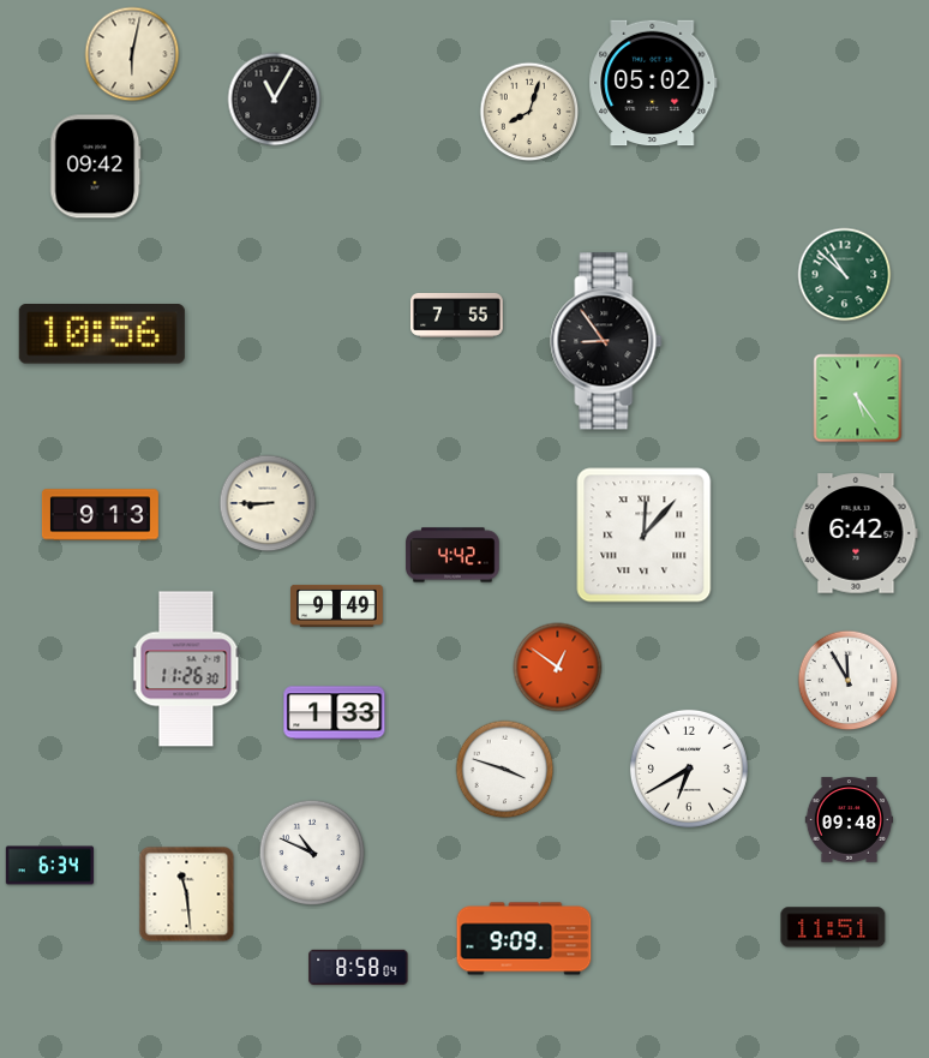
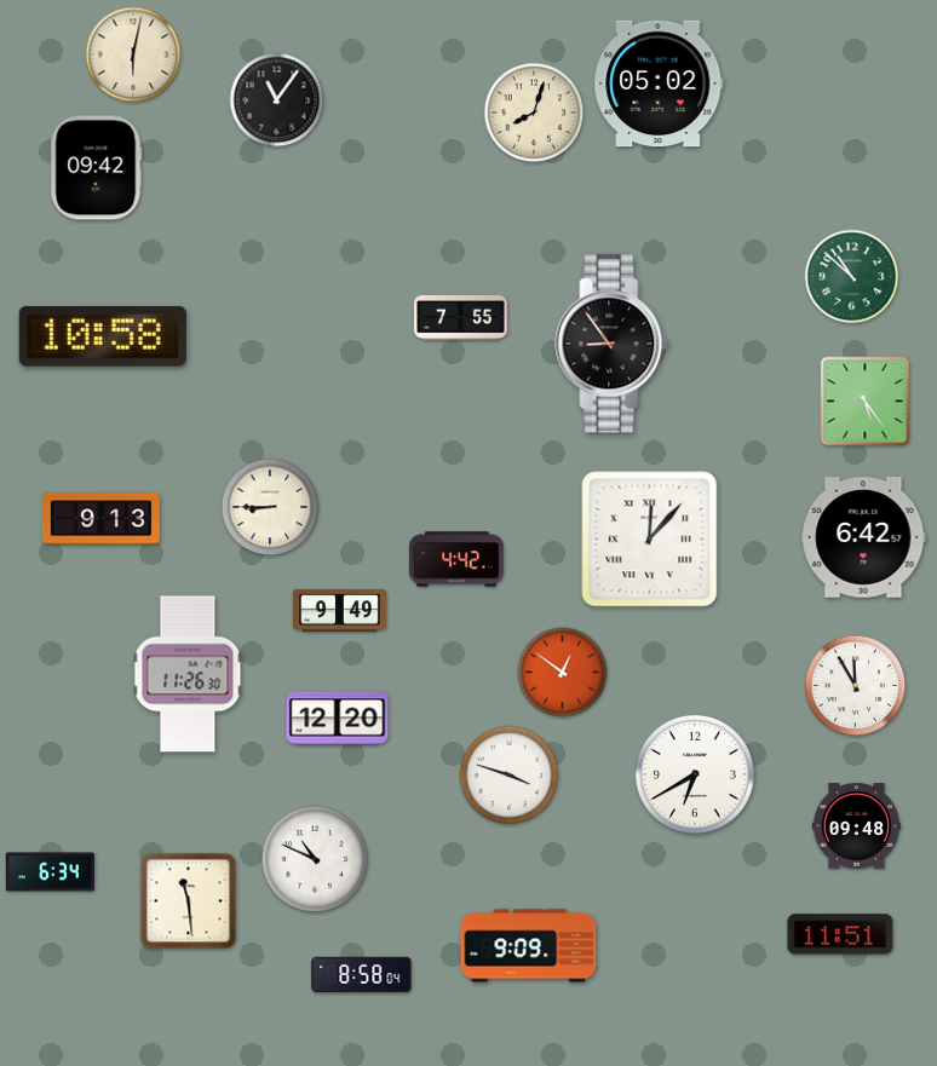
clock at (275, 100): 11:05 -> 11:06
clock at (102, 334): 10:56 -> 10:58
clock at (335, 713): 1:33 -> 12:20
